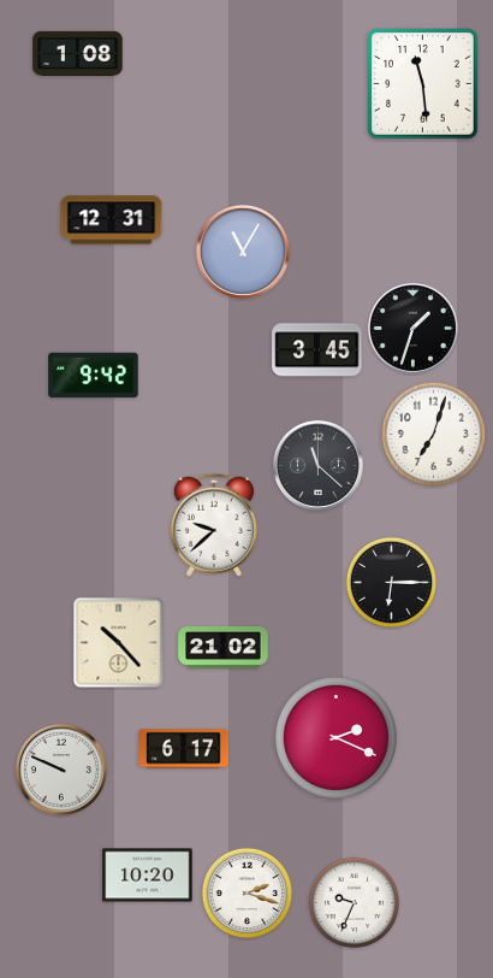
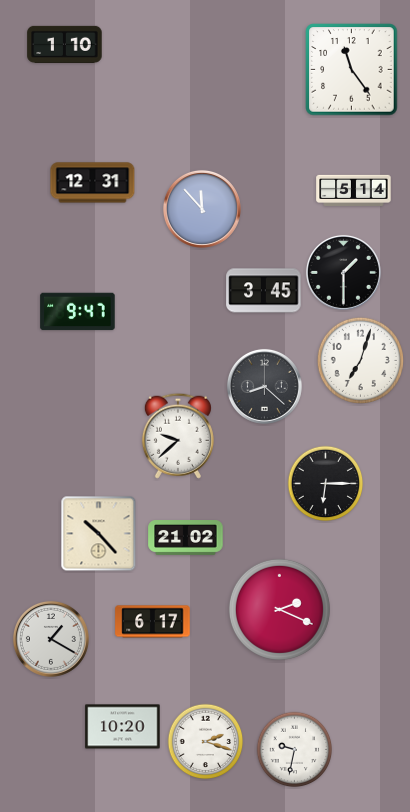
clock at (78, 53): 1:08 -> 1:10
clock at (423, 84): 11:29 -> 11:24
clock at (354, 190): none -> 5:14
clock at (243, 252): 11:05 -> 11:53
clock at (412, 328): 1:33 -> 1:30
clock at (94, 376): 9:42 -> 9:47
clock at (317, 465): 11:22 -> 8:22
clock at (335, 737) position: (335, 737) -> (279, 609)
clock at (61, 770): 9:49 -> 1:20
clock at (355, 903): 9:34 -> 9:32
